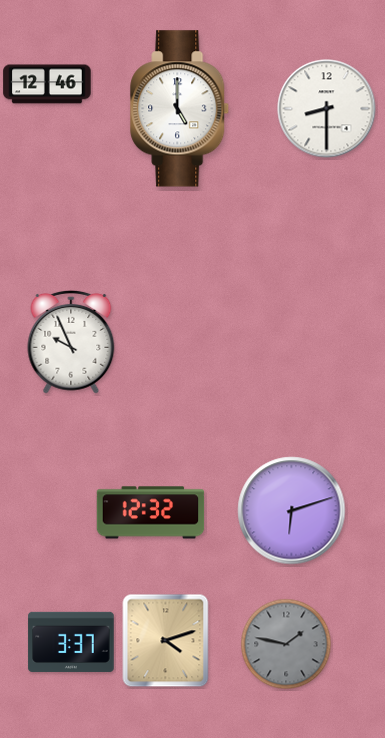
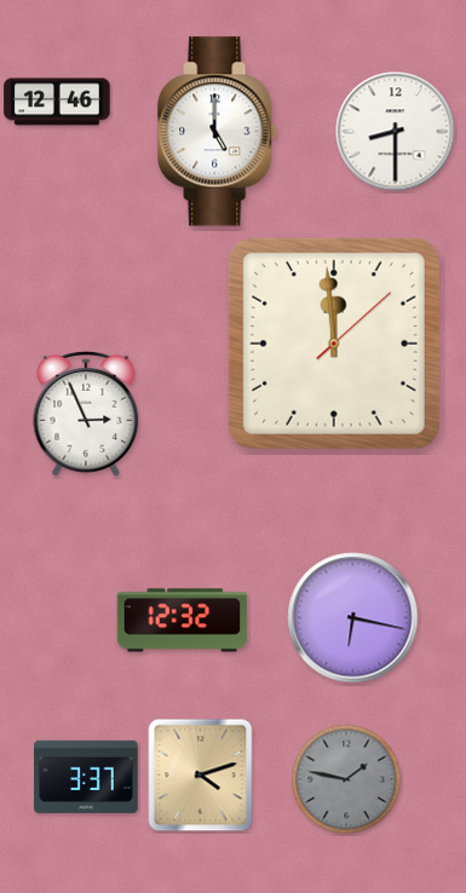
clock at (334, 344): none -> 11:59
clock at (71, 342): 9:56 -> 2:56
clock at (292, 511): 6:12 -> 6:17
